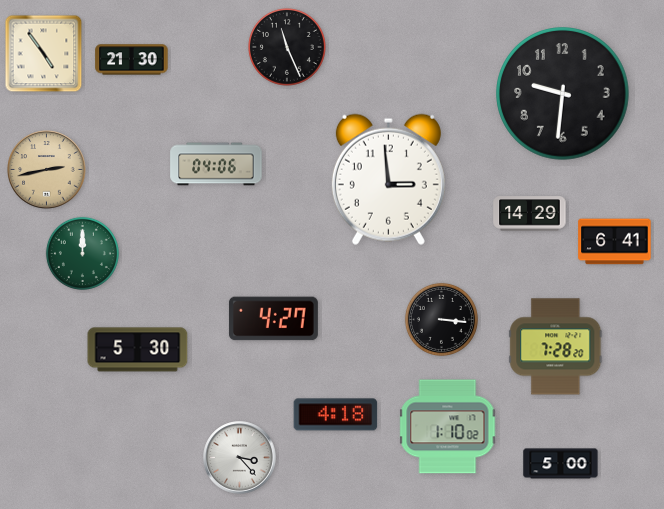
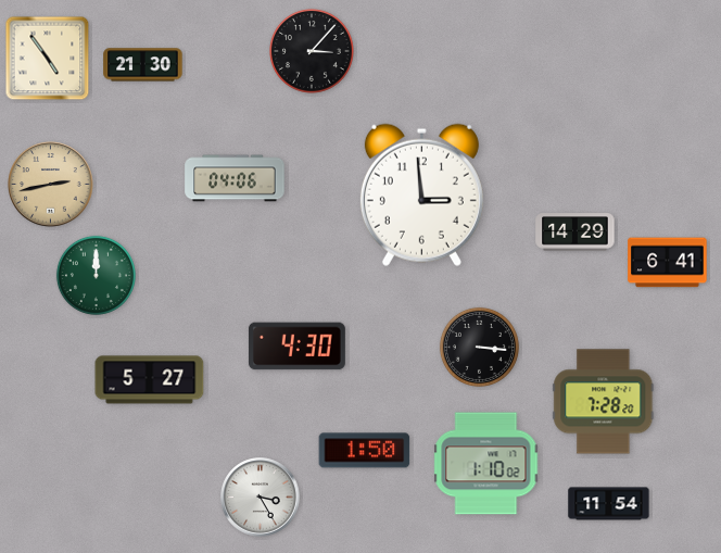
clock at (287, 47): 11:26 -> 3:07
clock at (563, 94): 9:31 -> none
clock at (82, 253) position: (82, 253) -> (96, 275)
clock at (273, 319): 4:27 -> 4:30
clock at (556, 347) position: (556, 347) -> (604, 402)
clock at (138, 350): 5:30 -> 5:27
clock at (336, 415): 4:18 -> 1:50
clock at (240, 458): 3:23 -> 3:25
clock at (561, 464): 5:00 -> 11:54
